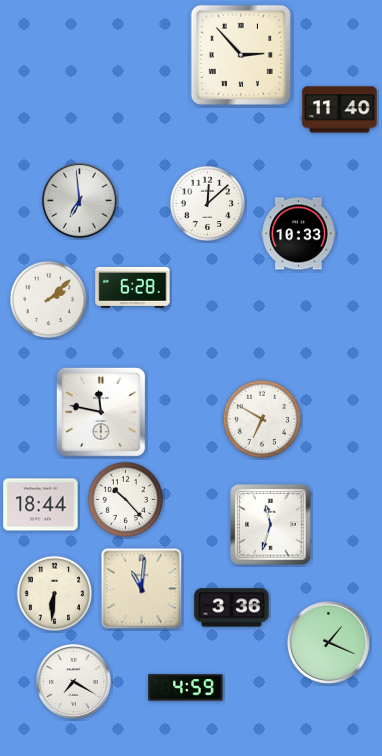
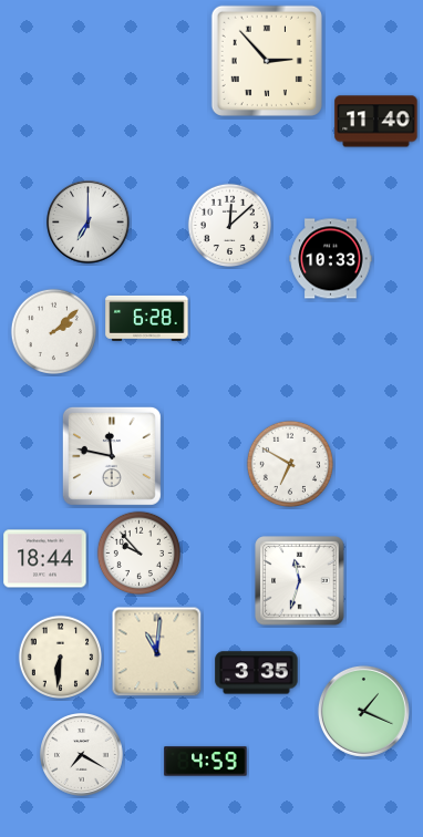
clock at (80, 201): 6:59 -> 7:00
clock at (125, 499): 10:23 -> 9:53
clock at (232, 608): 3:36 -> 3:35
